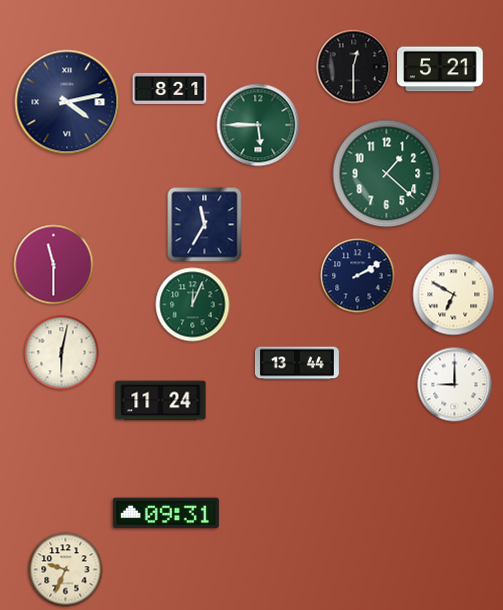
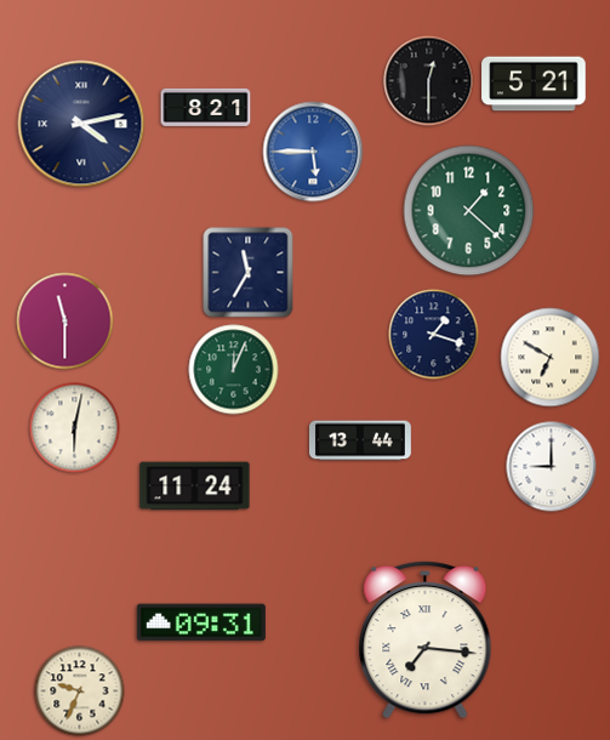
clock at (258, 125) dial: green -> blue
clock at (358, 276): 2:10 -> 1:18
clock at (426, 641): none -> 7:16
